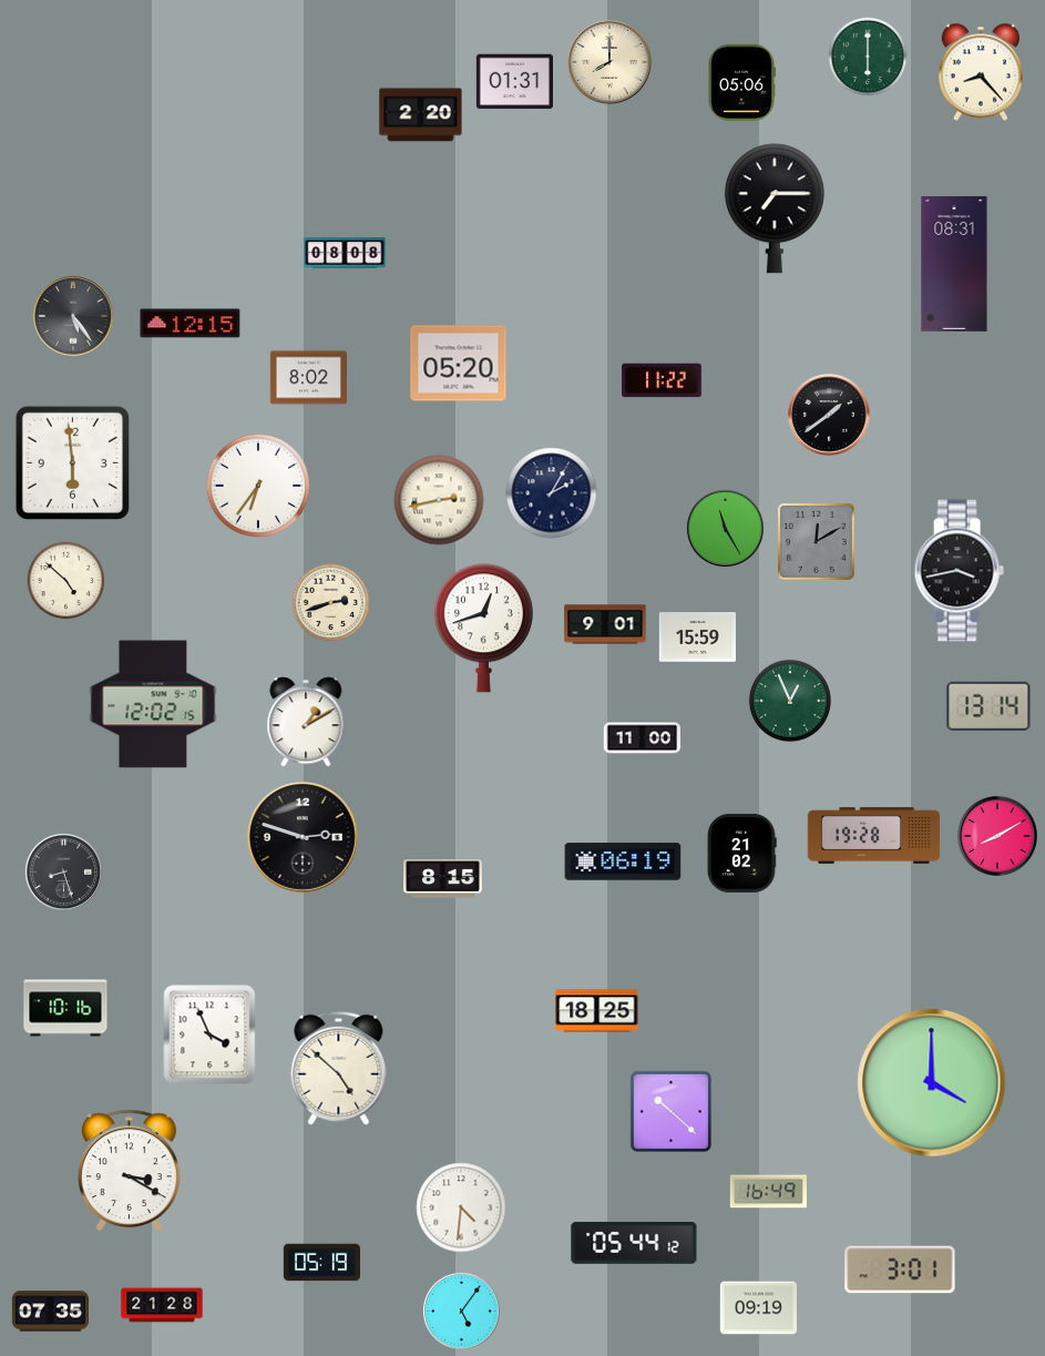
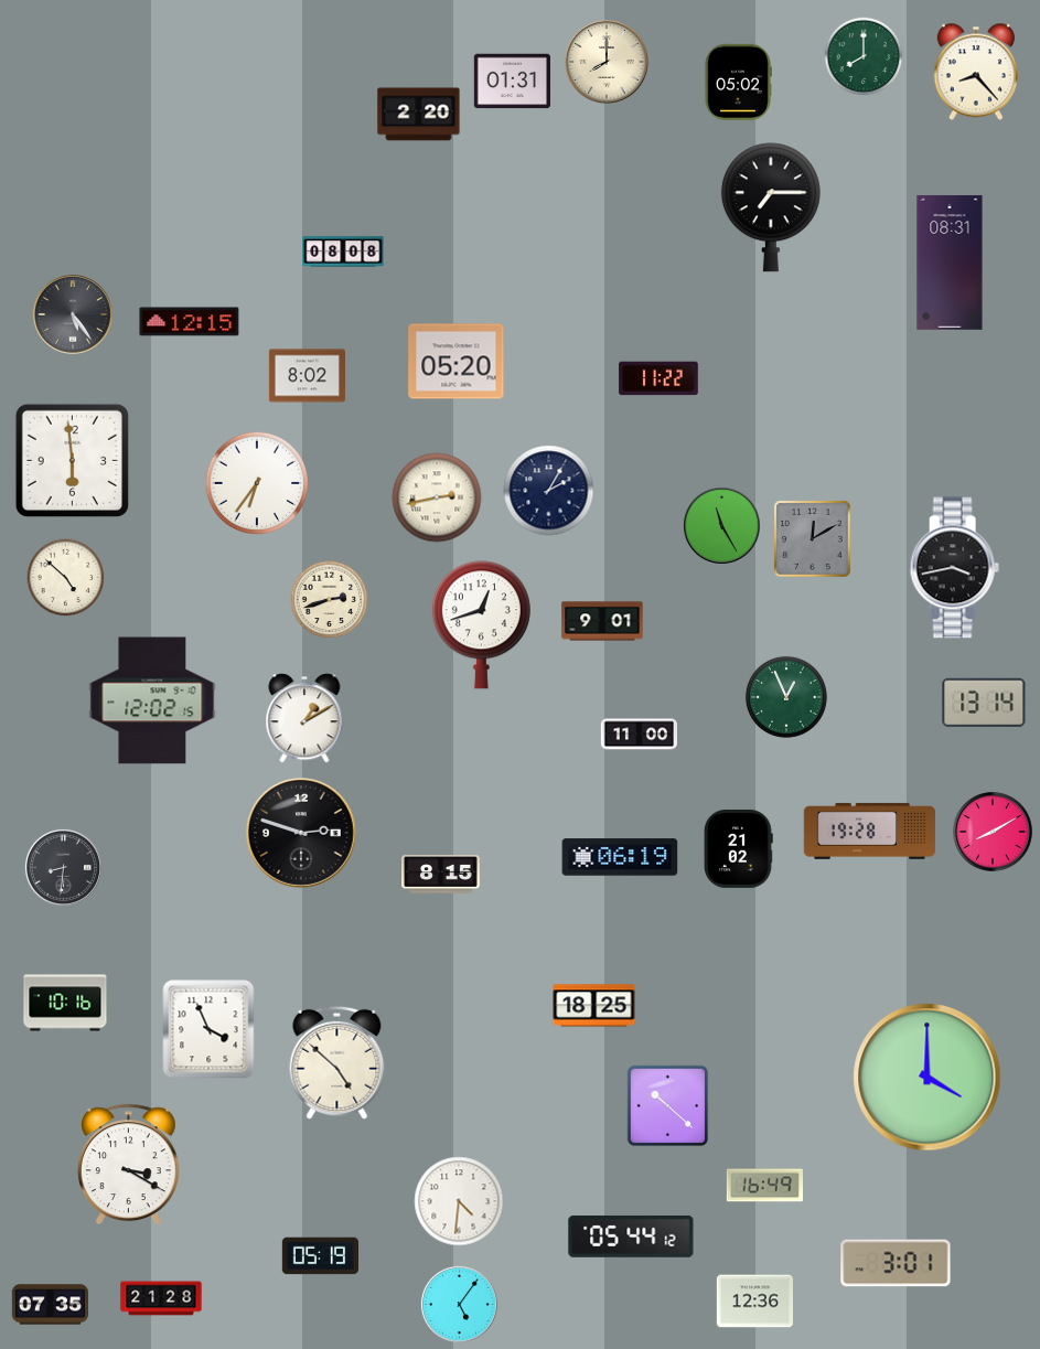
clock at (868, 57): 6:00 -> 8:00
clock at (741, 82): 05:06 -> 05:02
clock at (829, 415): 1:39 -> none
clock at (697, 638): 15:59 -> none
clock at (63, 871): 8:27 -> 8:31
clock at (758, 1308): 09:19 -> 12:36
